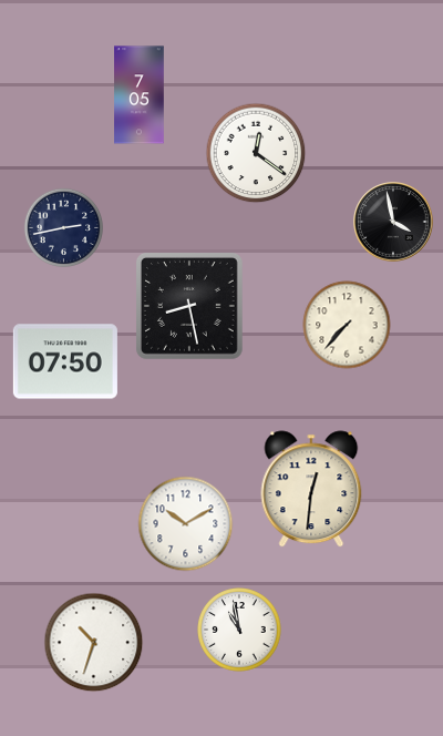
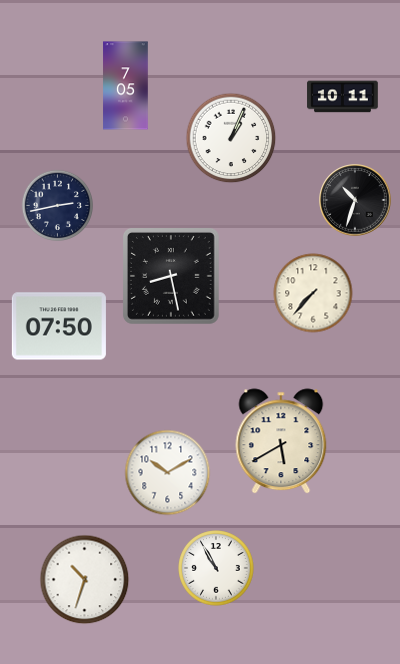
clock at (343, 97): none -> 10:11
clock at (256, 153): 12:21 -> 1:04
clock at (393, 222): 3:58 -> 10:33
clock at (311, 489): 12:31 -> 5:40
clock at (239, 630): 10:58 -> 10:55
